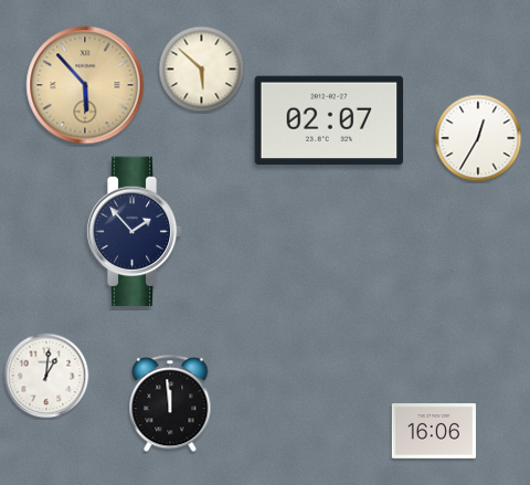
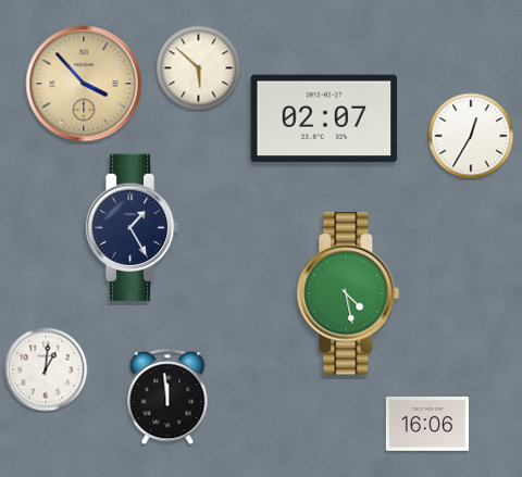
clock at (85, 85): 5:53 -> 3:53
clock at (134, 232): 1:53 -> 1:25
clock at (348, 293): none -> 4:28
